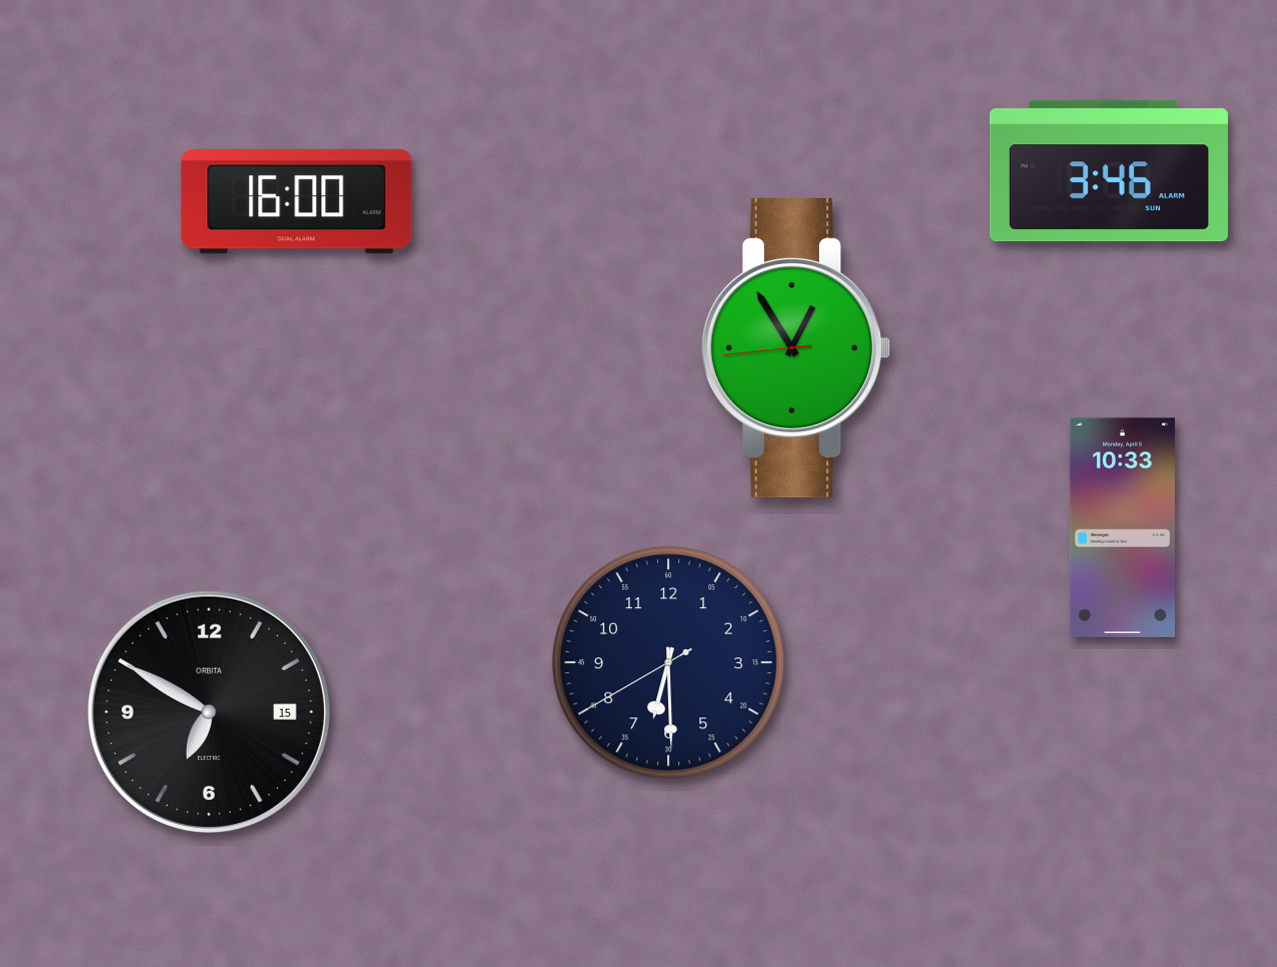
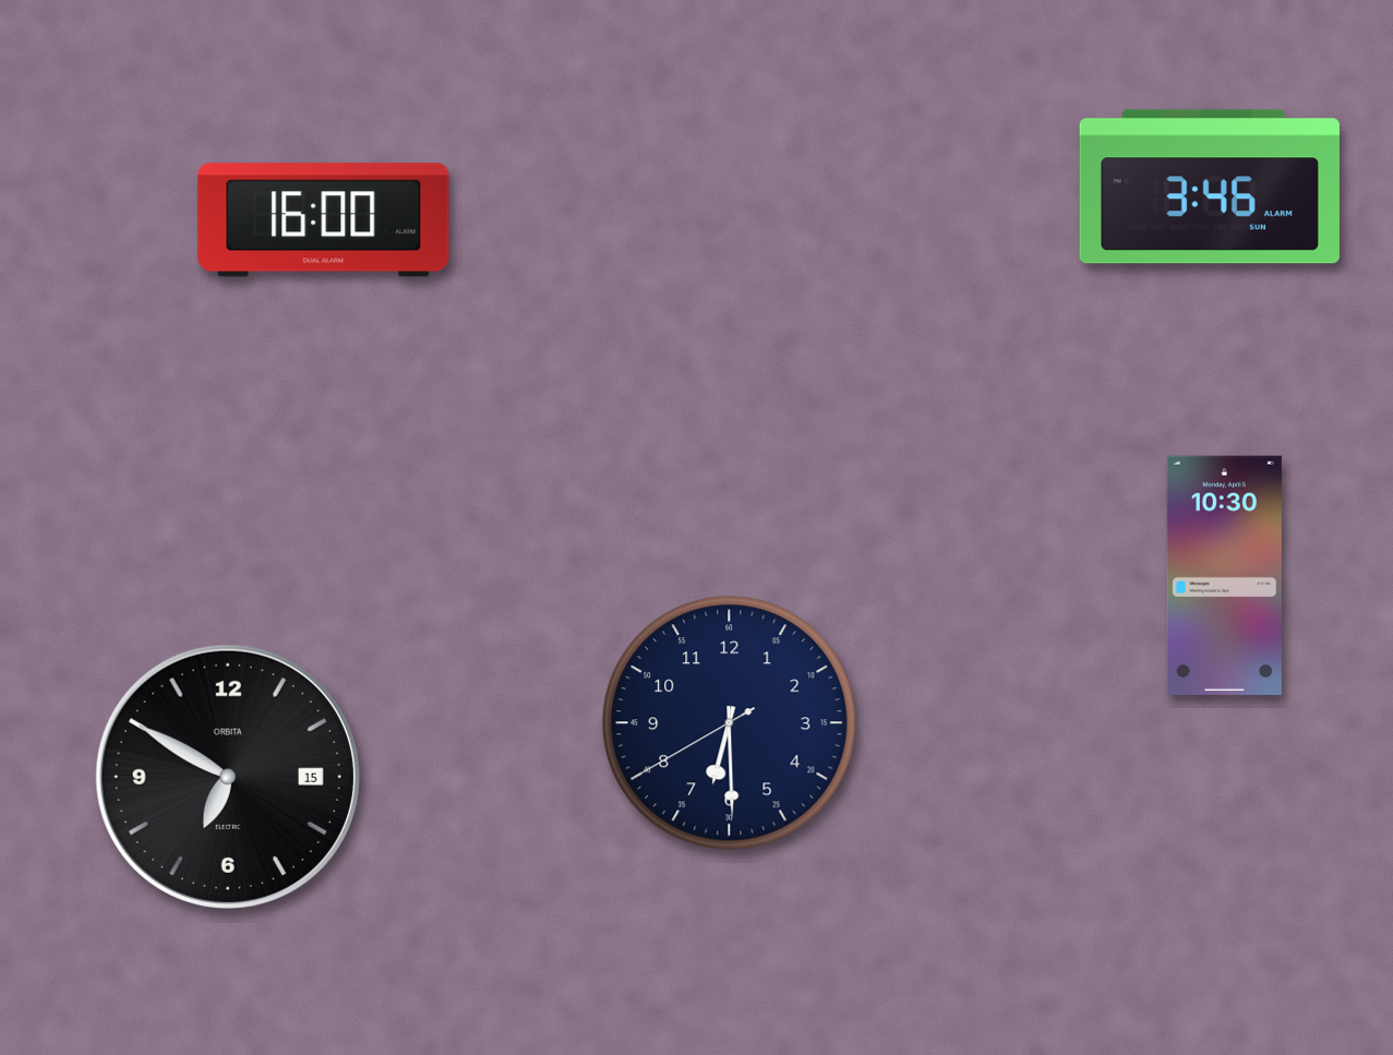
clock at (797, 348): 12:54 -> none
clock at (1122, 527): 10:33 -> 10:30
